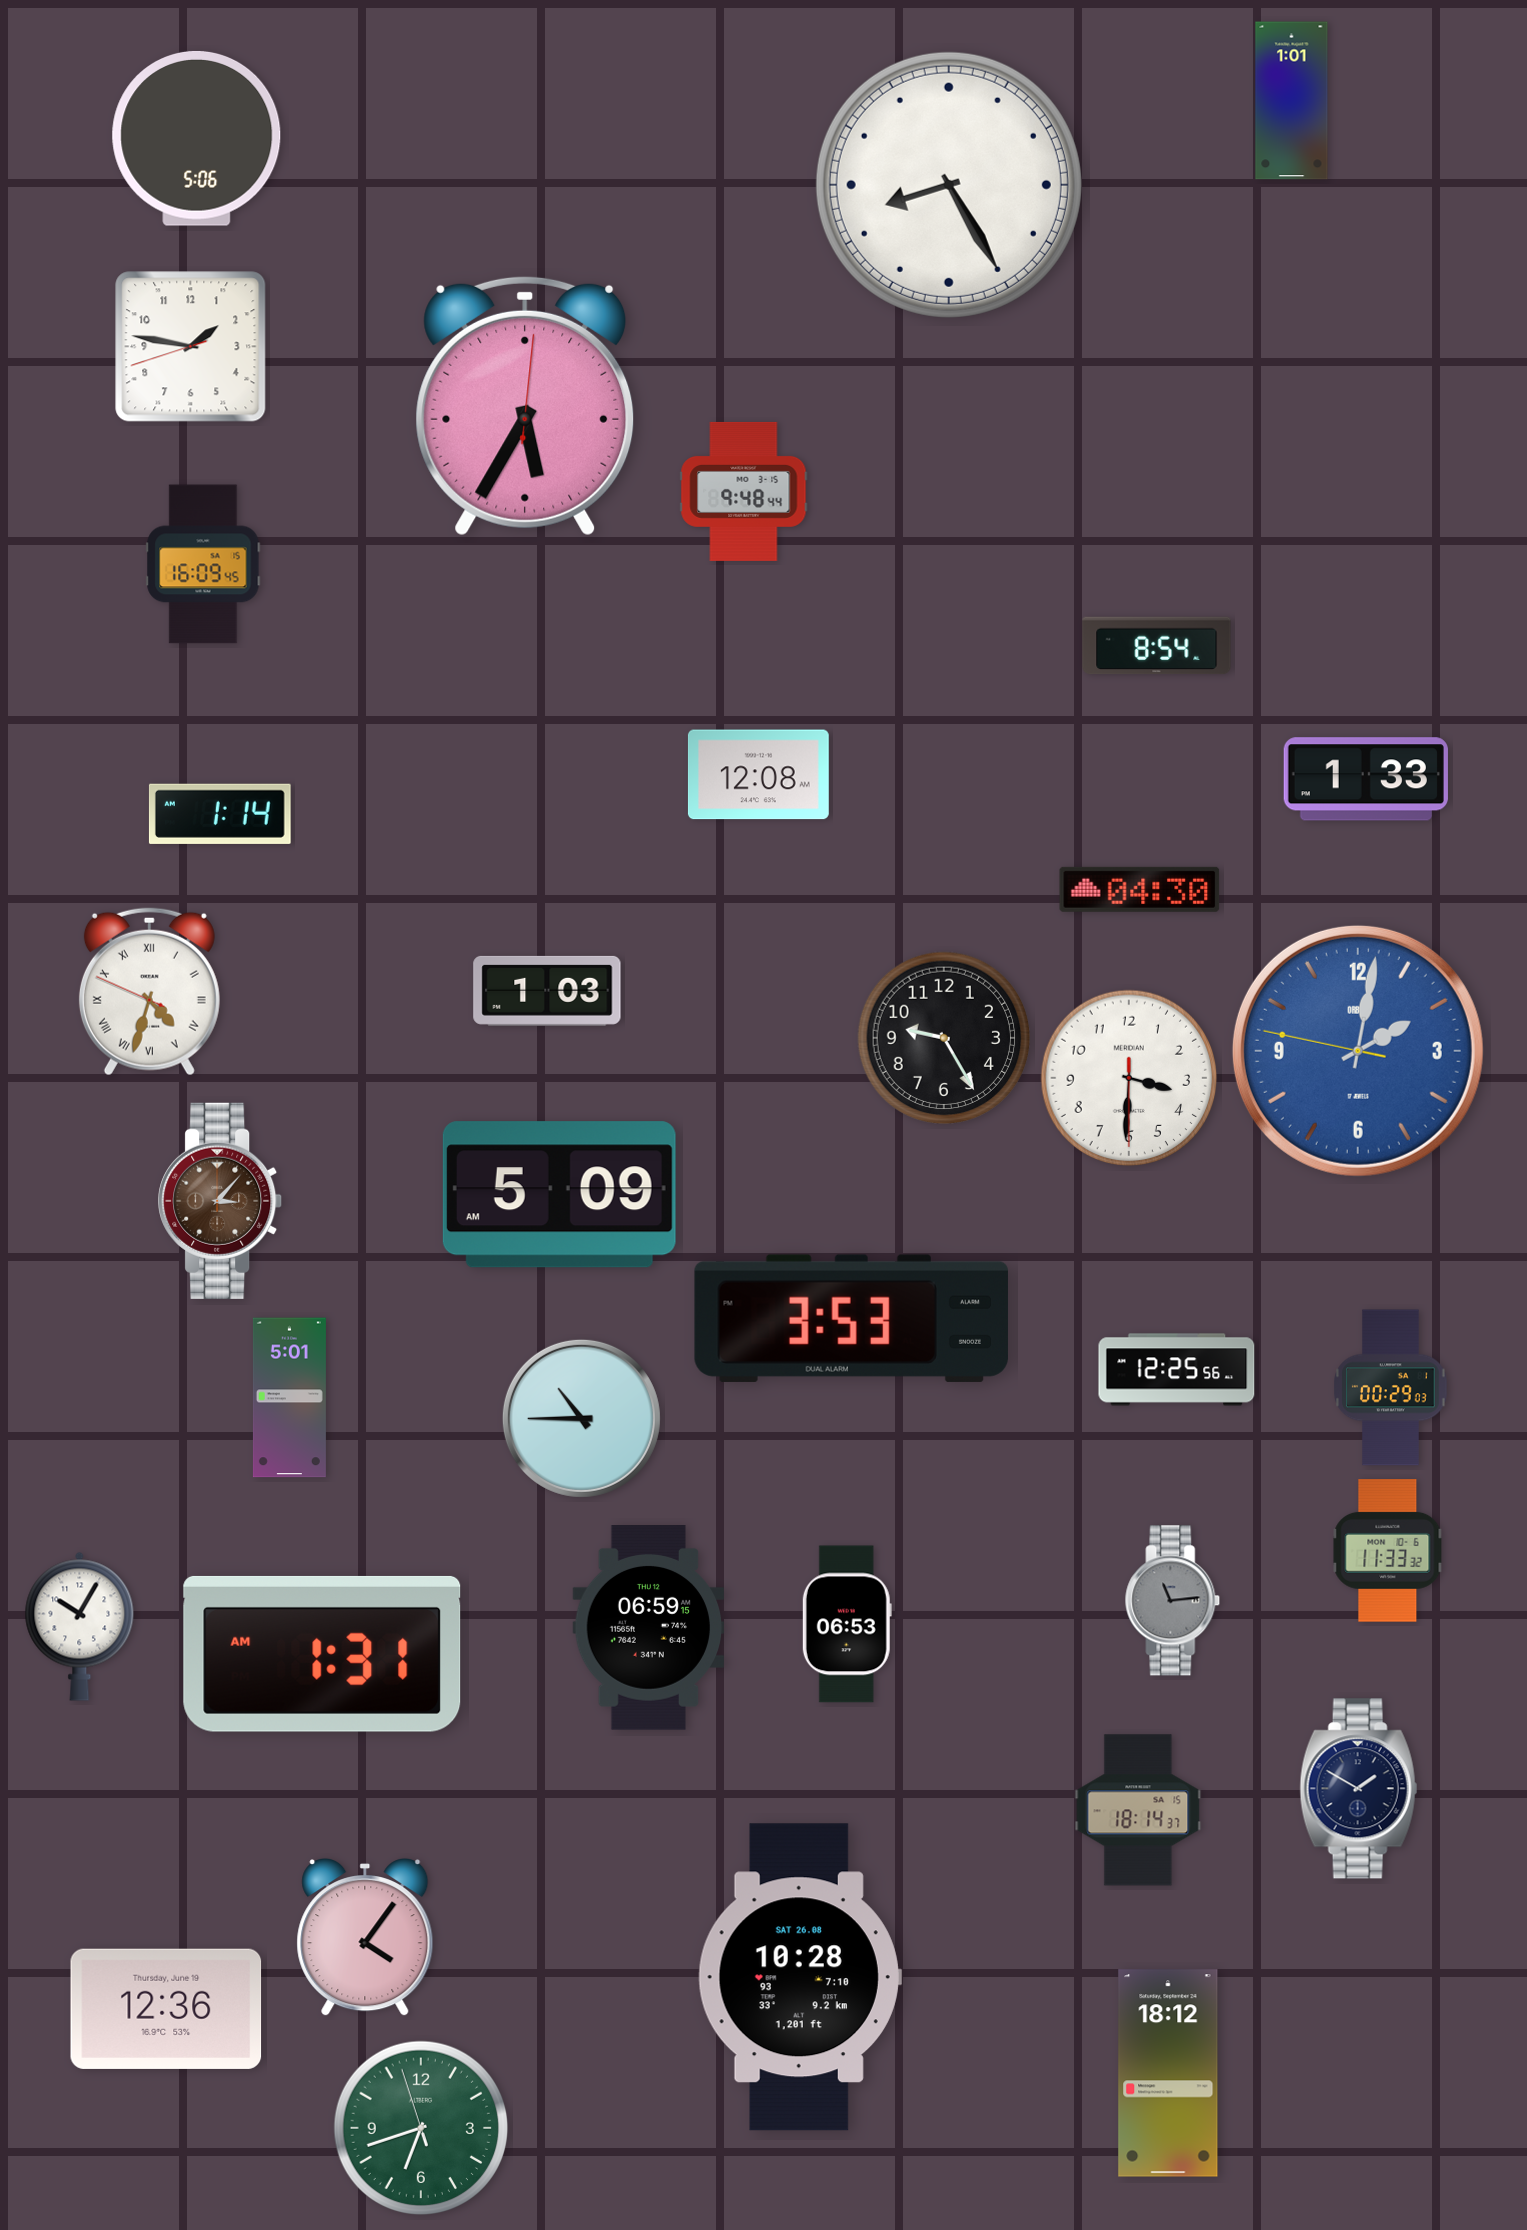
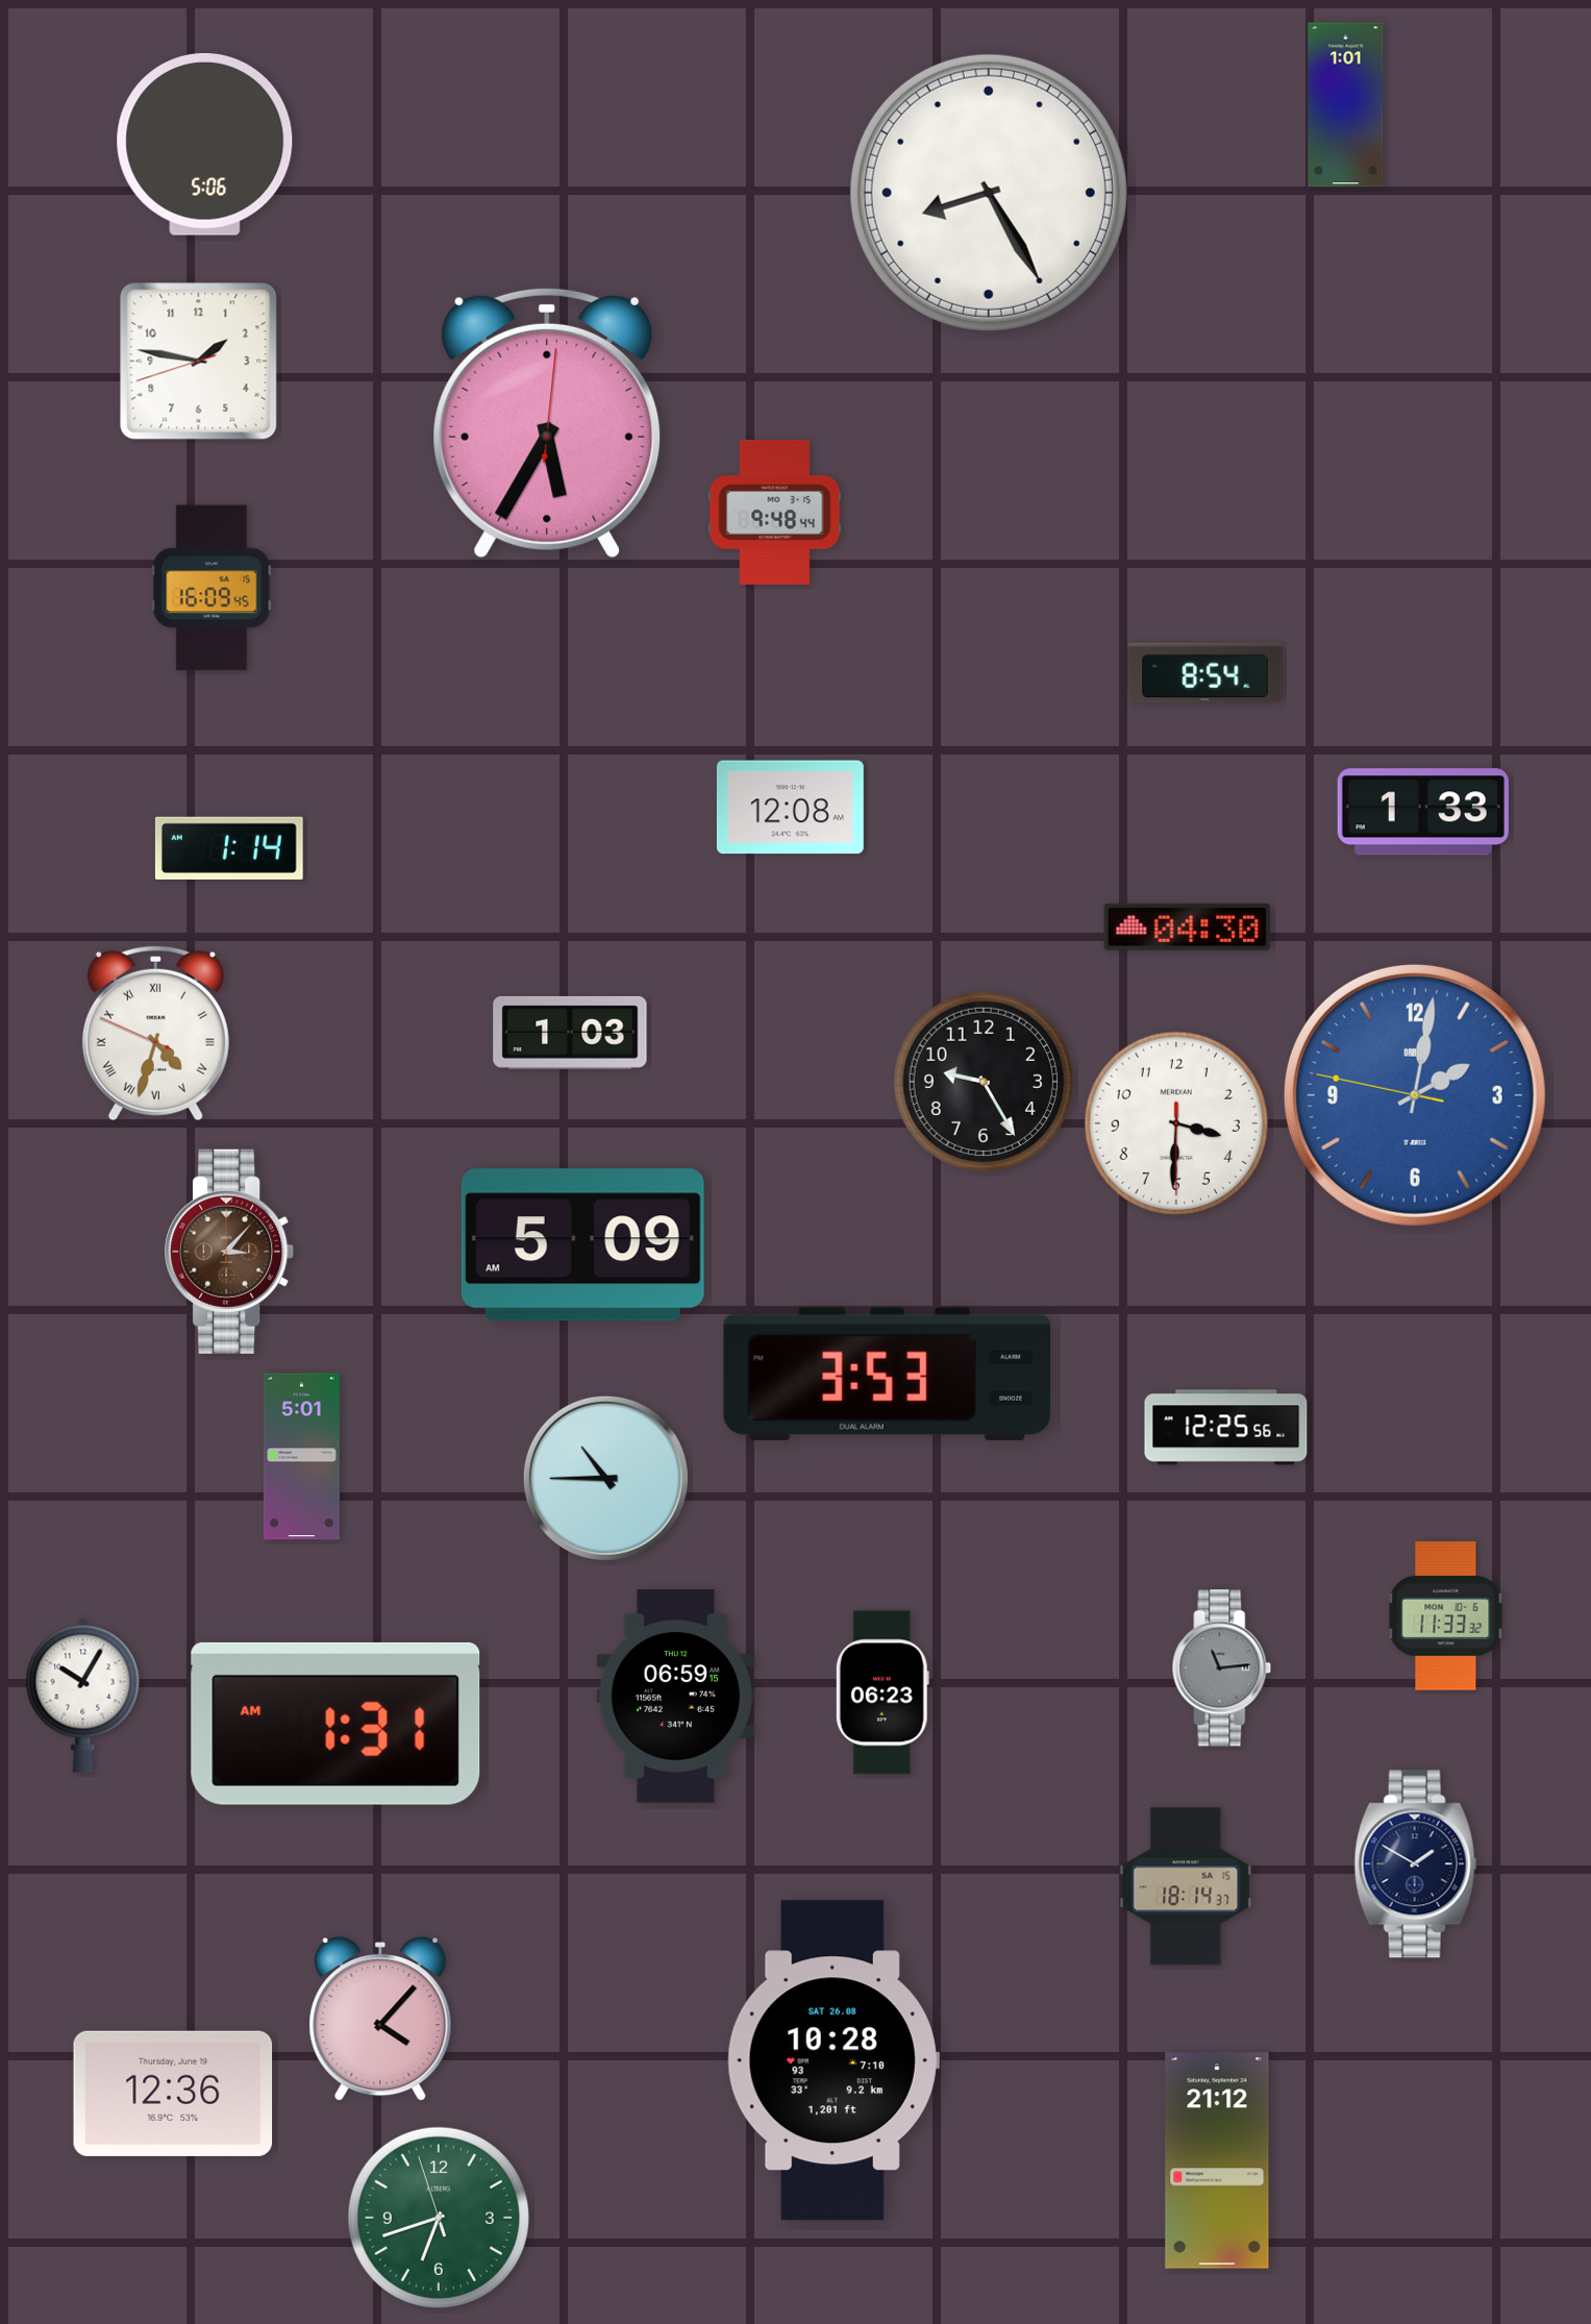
clock at (1391, 1388): 00:29 -> none
clock at (847, 1624): 06:53 -> 06:23
clock at (365, 1938): 4:06 -> 4:07
clock at (1168, 2073): 18:12 -> 21:12
